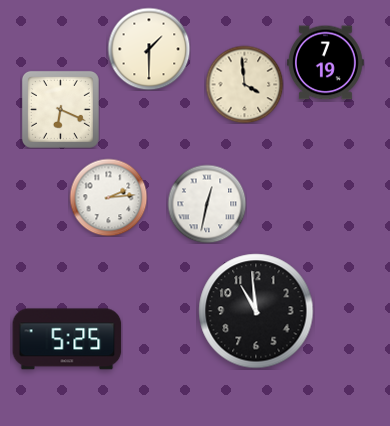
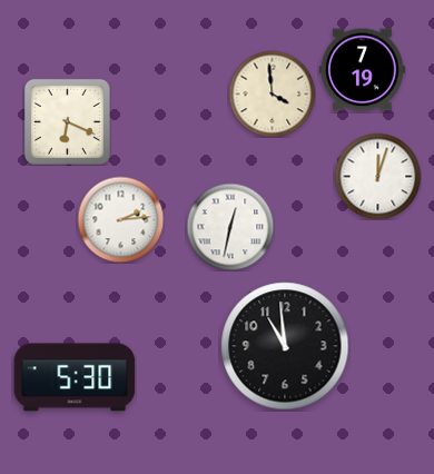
clock at (149, 49): 1:30 -> none
clock at (377, 176): none -> 12:03
clock at (67, 339): 5:25 -> 5:30
